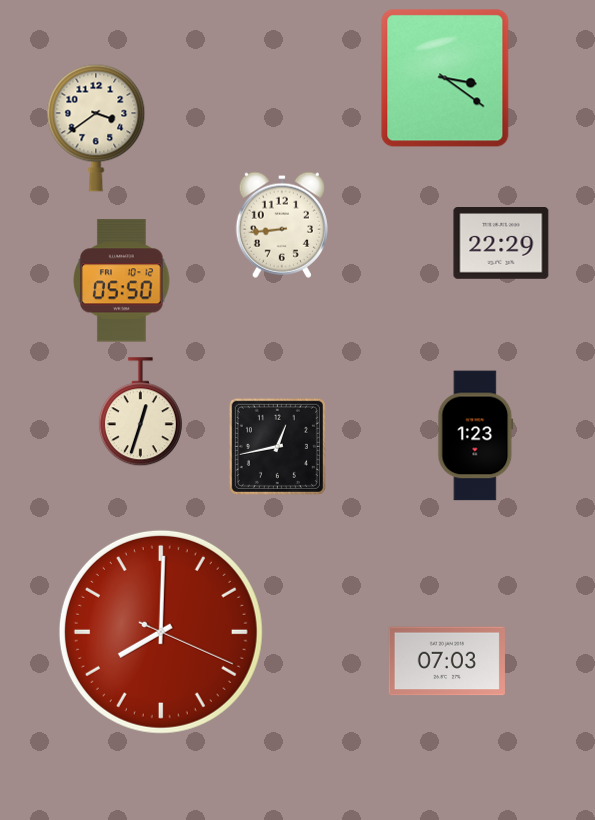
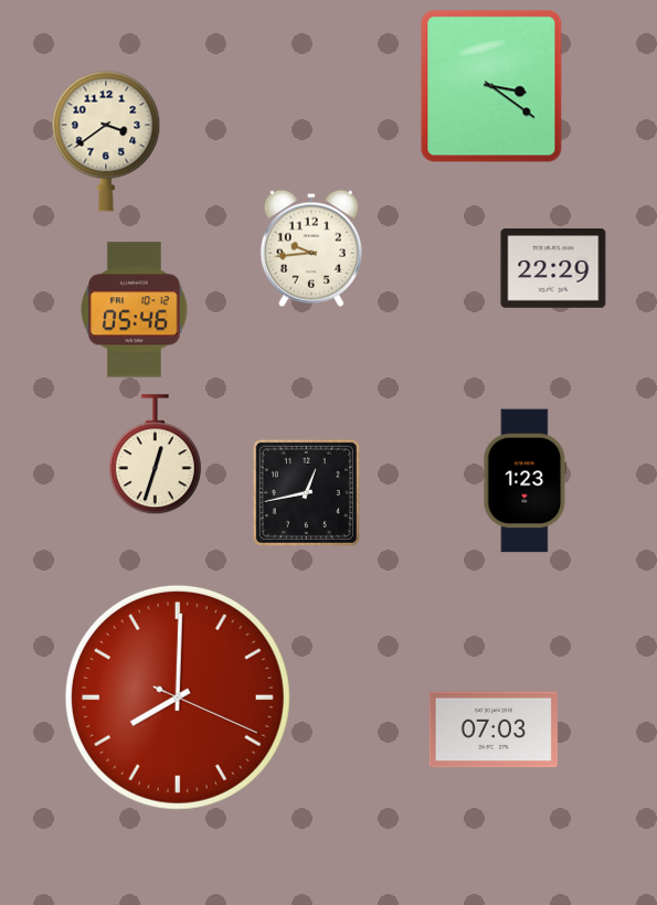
clock at (282, 225): 8:44 -> 9:44
clock at (122, 281): 05:50 -> 05:46
